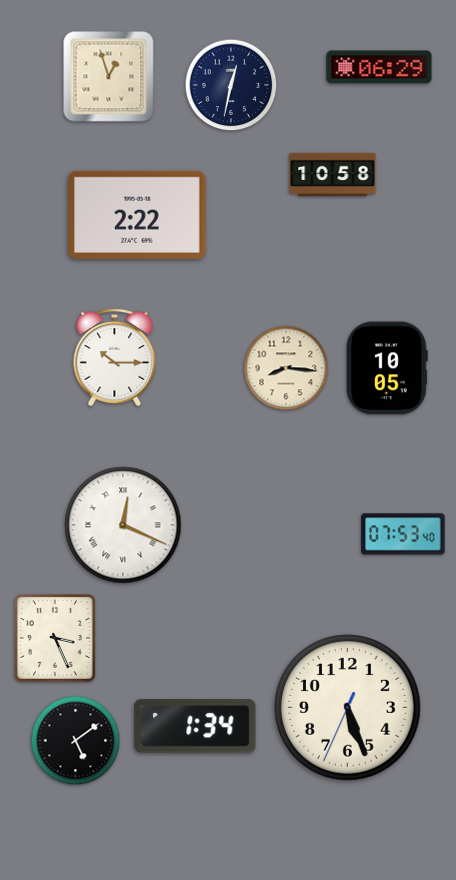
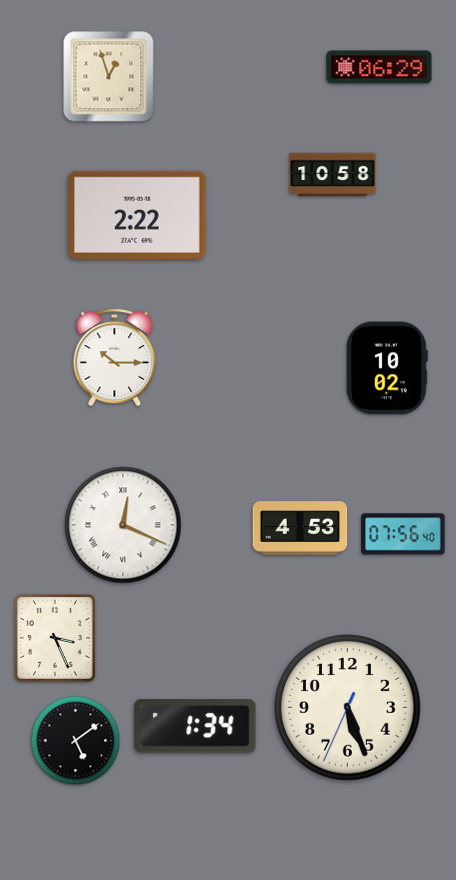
clock at (231, 85): 12:32 -> none
clock at (286, 368): 8:16 -> none
clock at (387, 368): 10:05 -> 10:02
clock at (300, 528): none -> 4:53
clock at (403, 534): 07:53 -> 07:56
